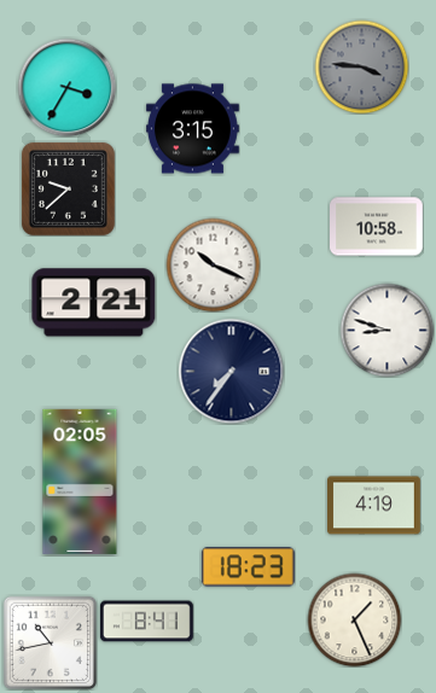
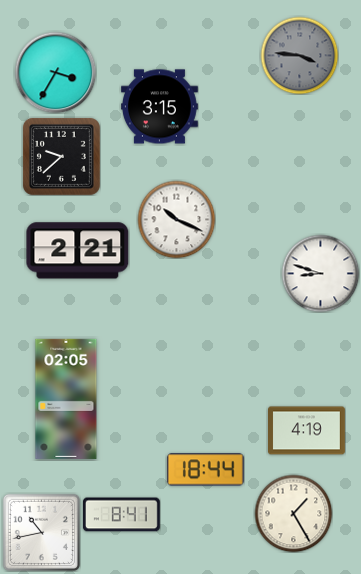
clock at (68, 188) position: (68, 188) -> (61, 156)
clock at (377, 227): 10:58 -> none
clock at (231, 371): 7:36 -> none
clock at (374, 506) position: (374, 506) -> (307, 431)
clock at (248, 567): 18:23 -> 18:44
clock at (354, 619): 1:26 -> 1:25
